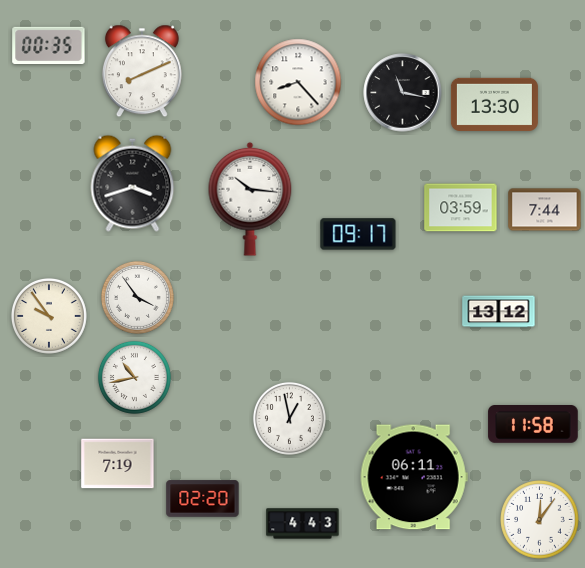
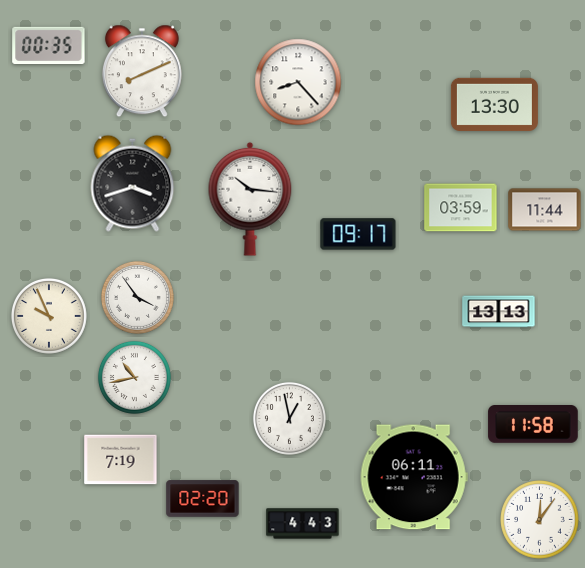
clock at (403, 93): 11:17 -> none
clock at (545, 210): 7:44 -> 11:44
clock at (499, 312): 13:12 -> 13:13
clock at (49, 316): 9:54 -> 9:56
clock at (118, 464) position: (118, 464) -> (121, 460)
